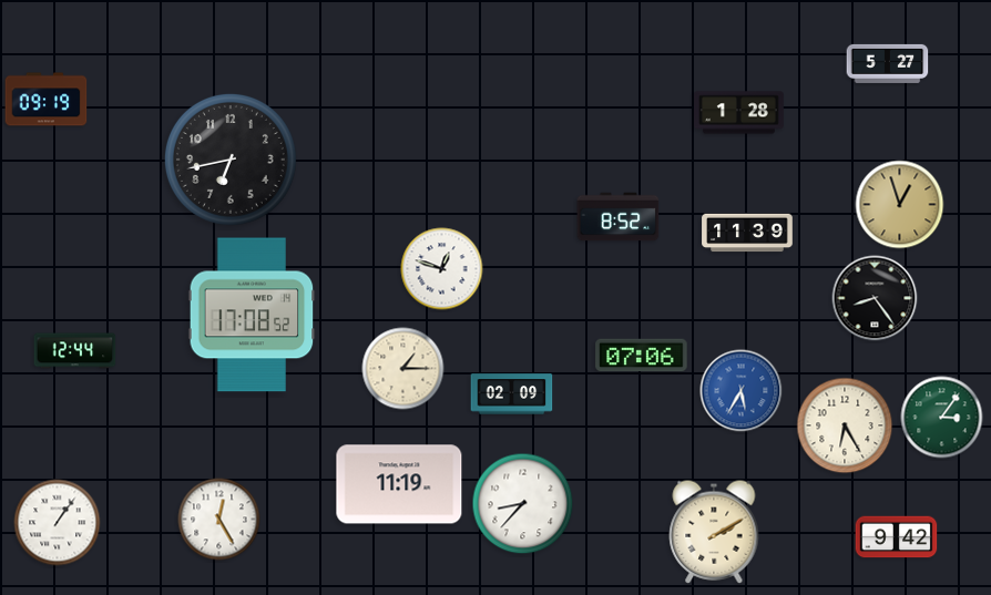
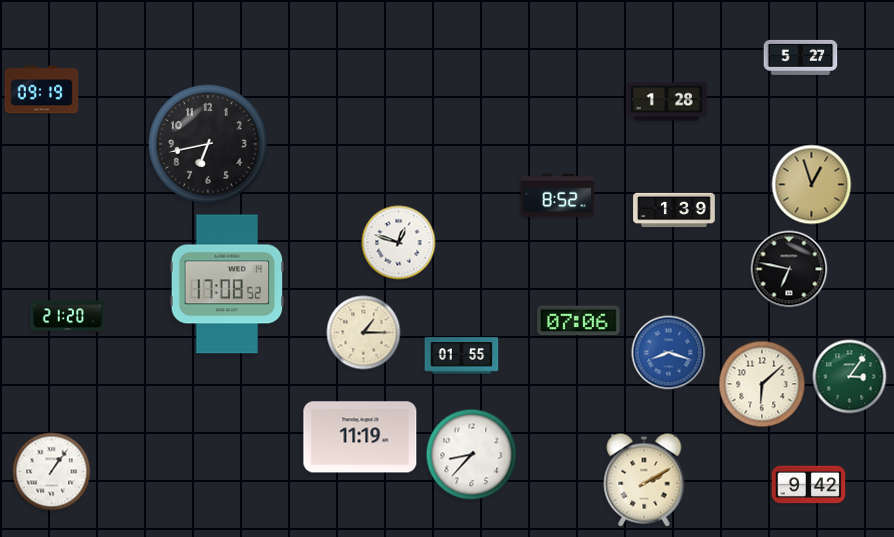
clock at (747, 233): 11:39 -> 1:39
clock at (875, 298): 8:24 -> 6:47
clock at (75, 351): 12:44 -> 21:20
clock at (742, 391): 5:35 -> 8:18
clock at (512, 394): 02:09 -> 01:55
clock at (845, 425): 6:25 -> 6:08
clock at (219, 520): 12:25 -> none
